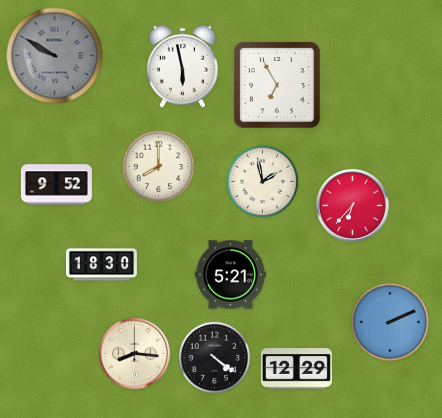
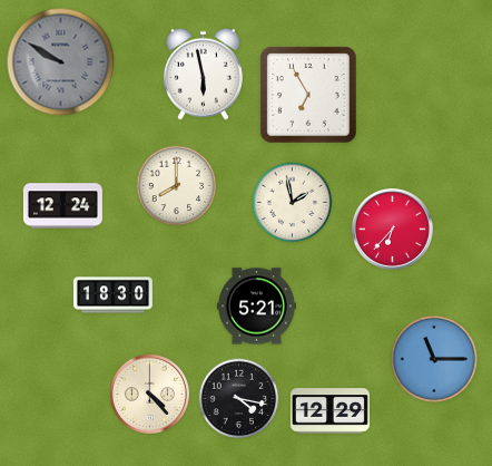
clock at (56, 185): 9:52 -> 12:24
clock at (390, 322): 2:11 -> 11:15
clock at (134, 353): 8:16 -> 4:23
clock at (215, 358): 4:21 -> 4:17
